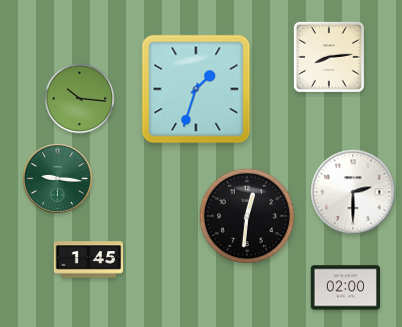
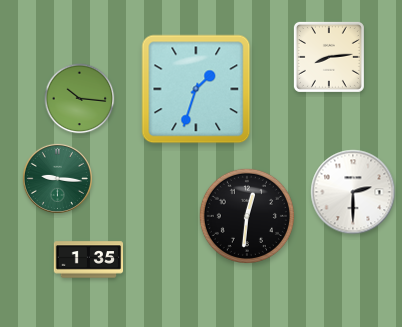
clock at (89, 260): 1:45 -> 1:35
clock at (345, 288): 02:00 -> none
